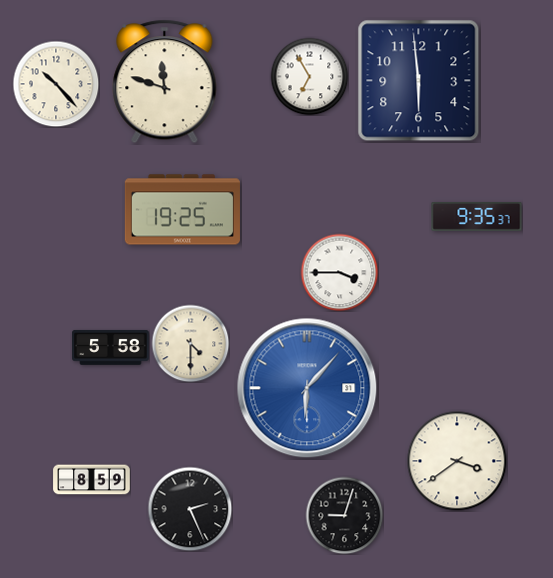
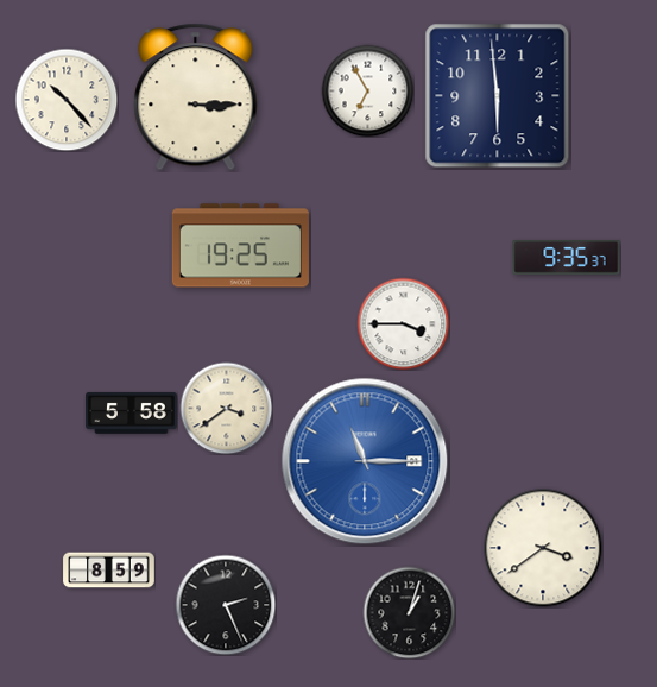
clock at (165, 82): 11:48 -> 3:15
clock at (182, 210) position: (182, 210) -> (240, 246)
clock at (190, 343): 4:30 -> 3:39
clock at (307, 388): 6:07 -> 11:15
clock at (344, 515): 9:03 -> 1:03
